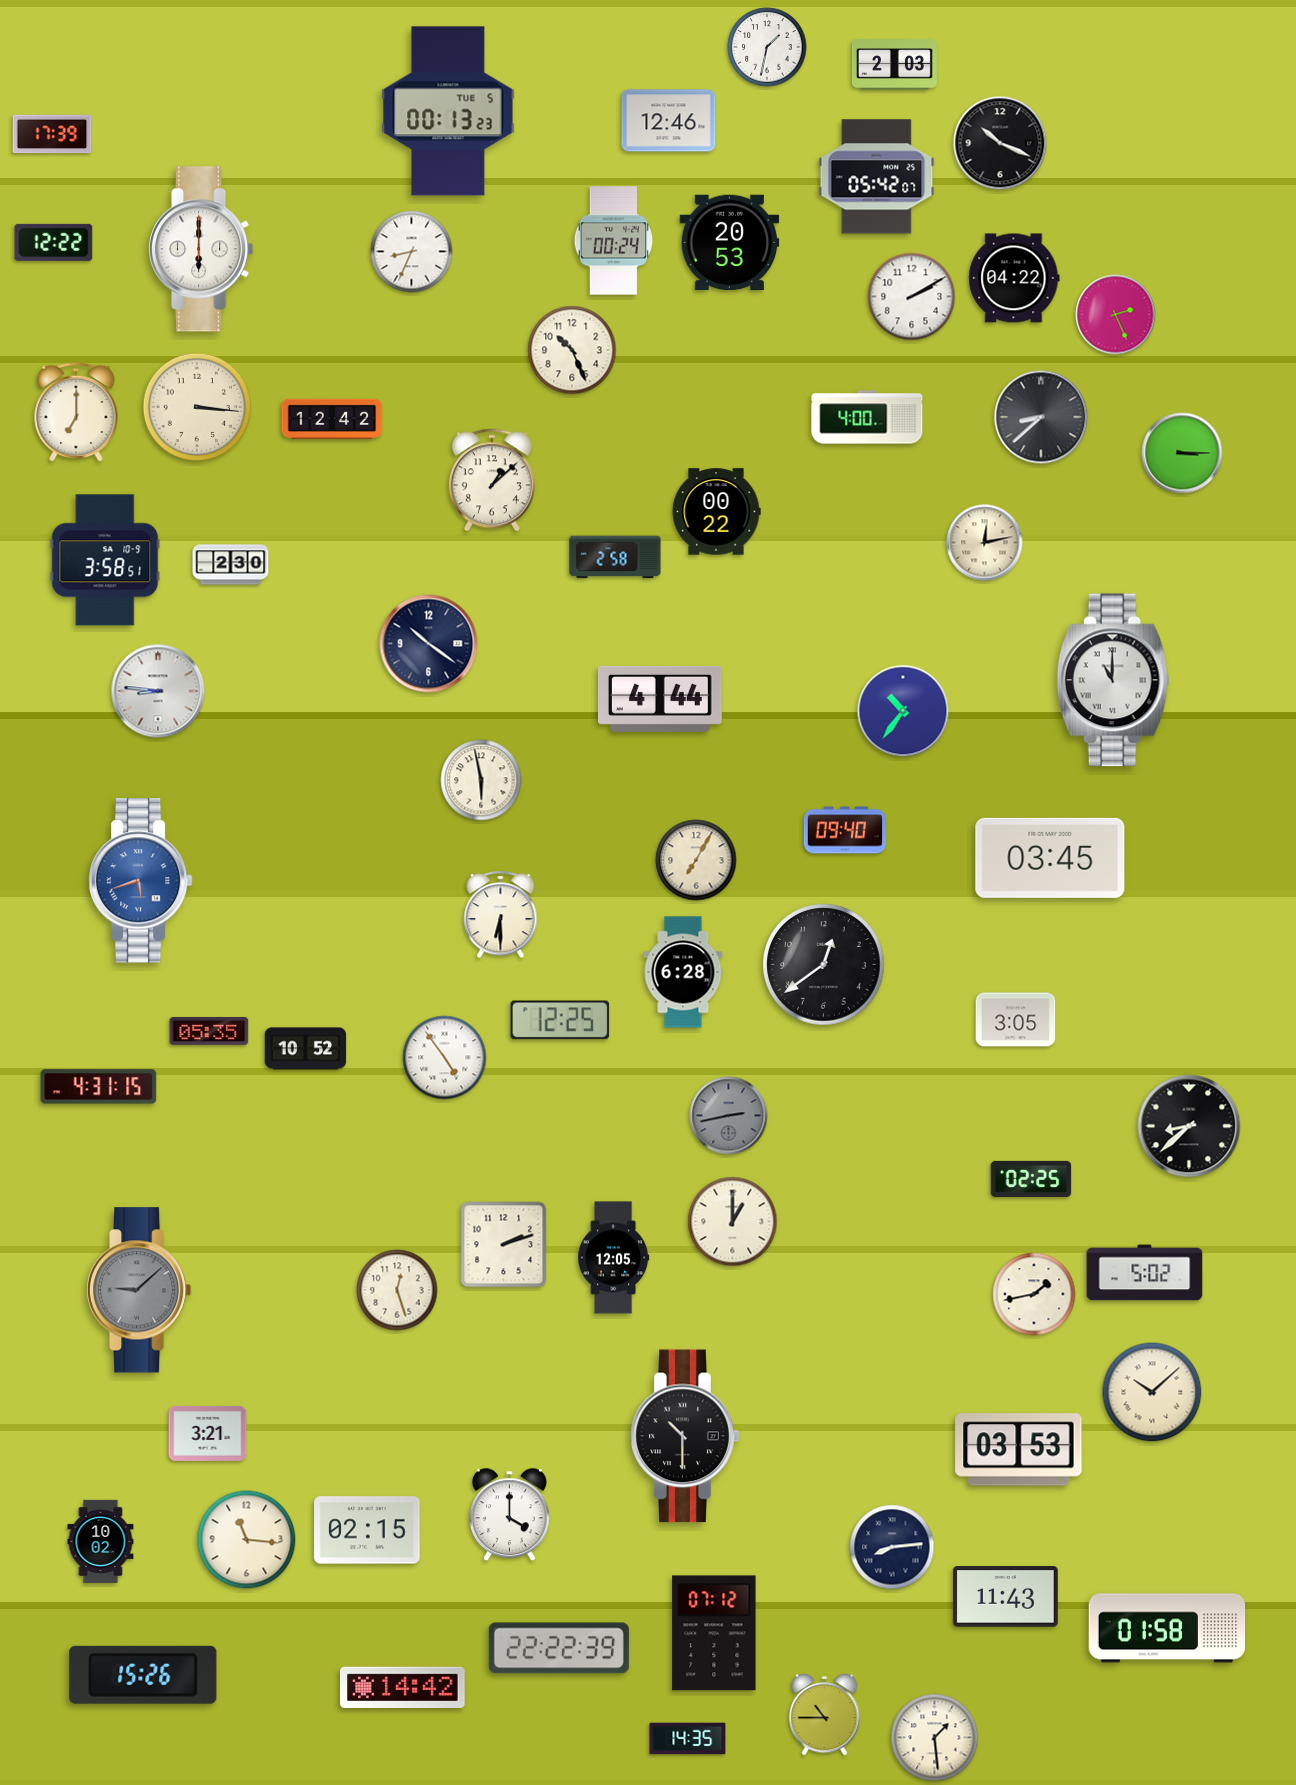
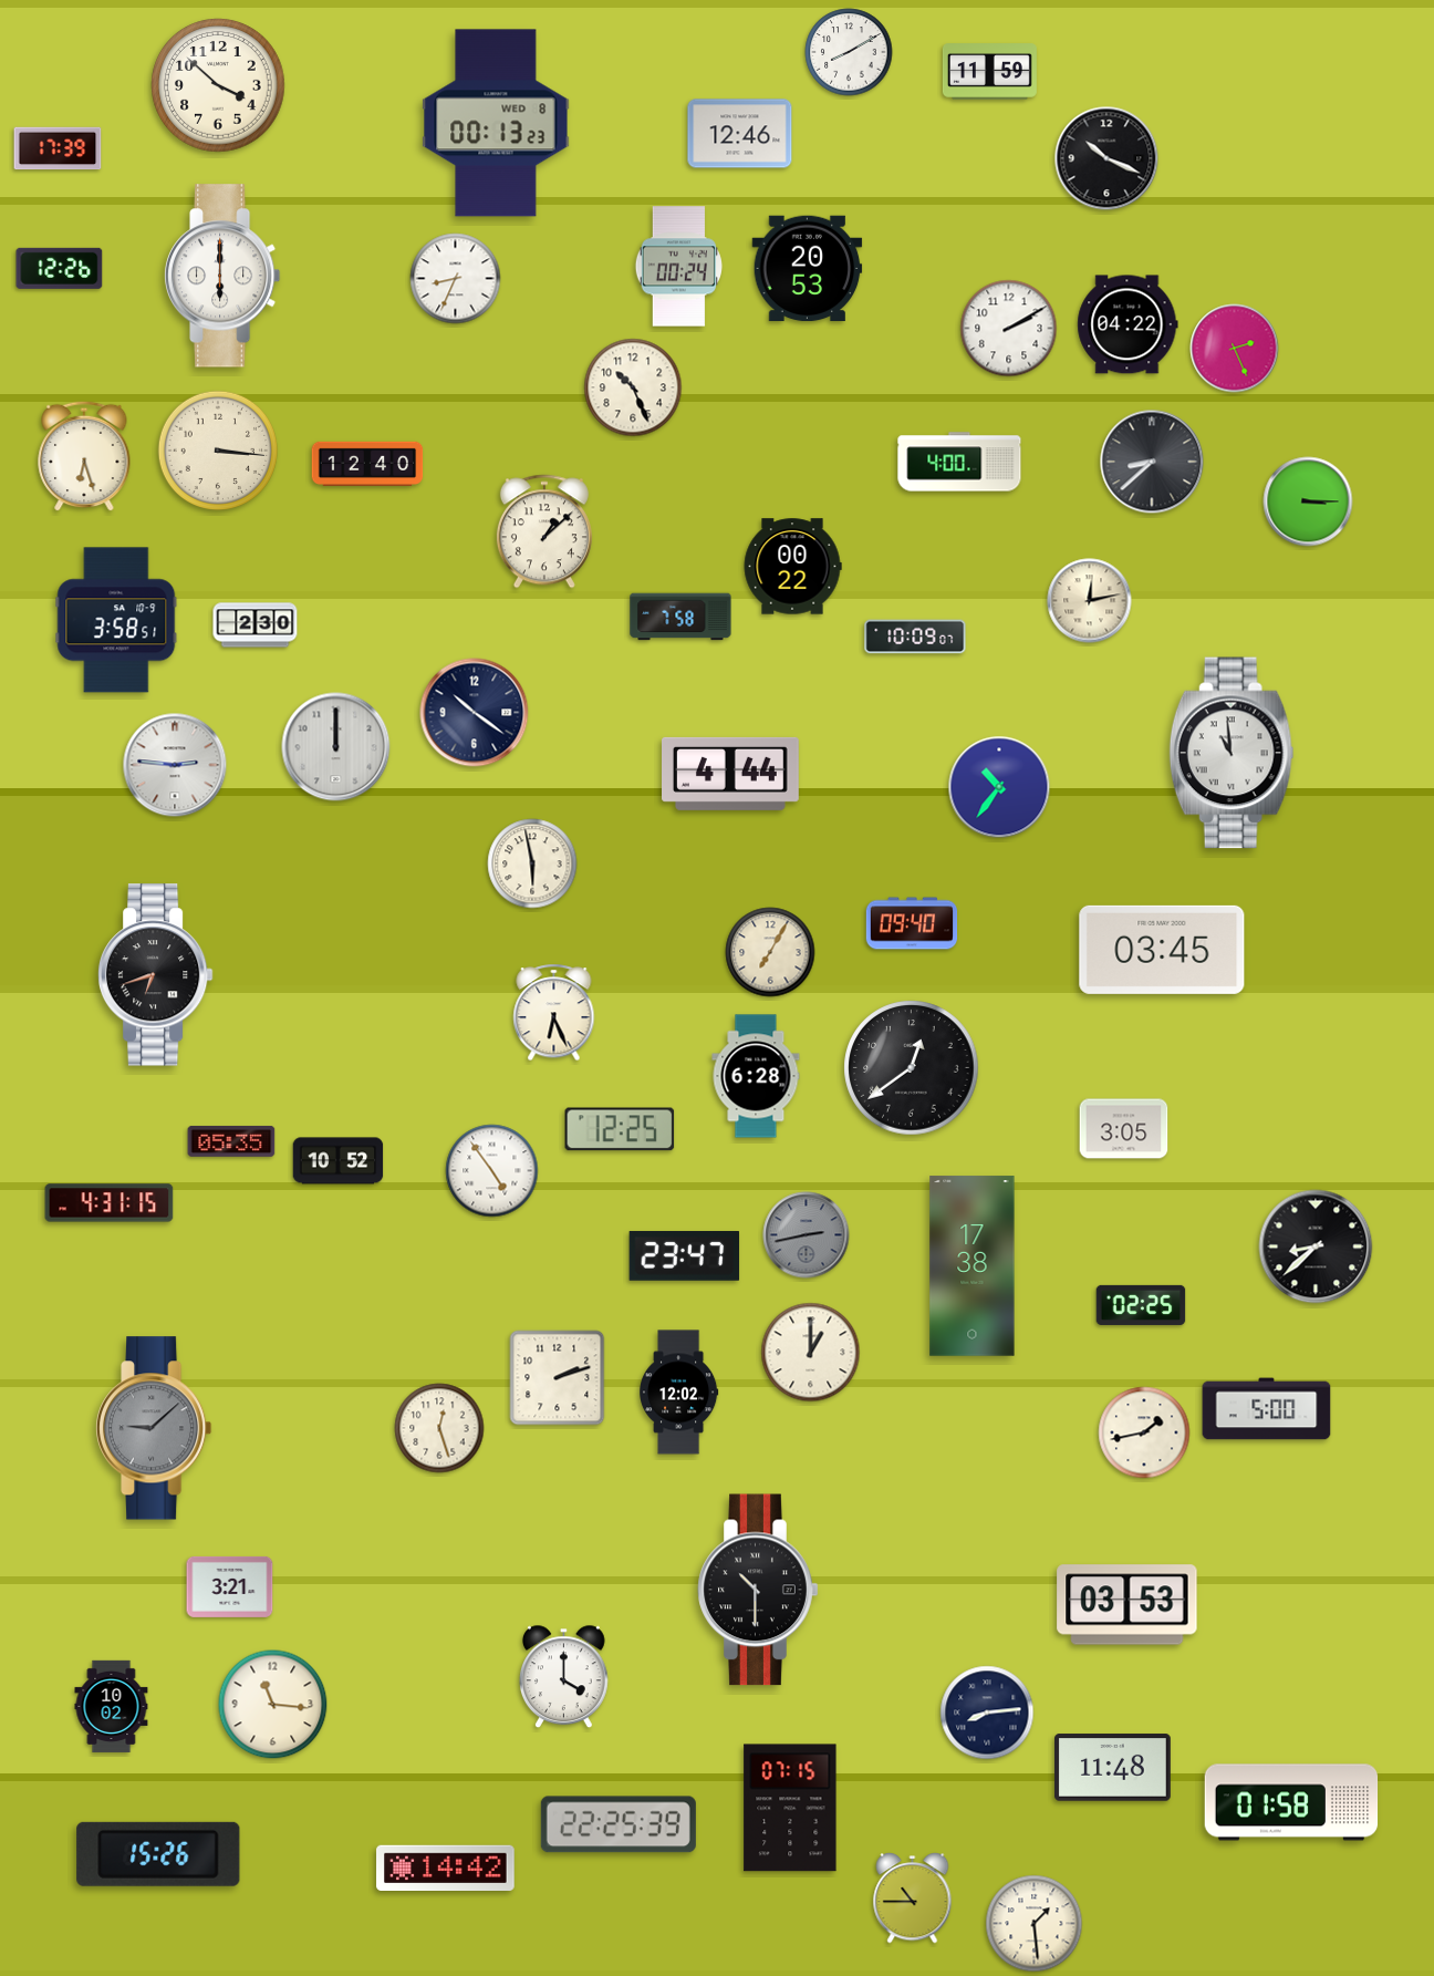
clock at (767, 47): 1:32 -> 8:10
clock at (894, 65): 2:03 -> 11:59
clock at (218, 85): none -> 3:52
clock at (448, 111) date: TUE 5 -> WED 8
clock at (877, 177): 05:42 -> none
clock at (54, 242): 12:22 -> 12:26
clock at (1014, 278) position: (1014, 278) -> (1128, 324)
clock at (76, 412): 7:00 -> 6:27
clock at (332, 419): 12:42 -> 12:40
clock at (615, 557): 2:58 -> 7:58
clock at (915, 637): none -> 10:09
clock at (336, 747): none -> 12:00
clock at (1113, 680): 11:00 -> 10:59
clock at (158, 691): 8:46 -> 2:46
clock at (845, 830) position: (845, 830) -> (912, 923)
clock at (140, 881): 5:42 -> 6:42
clock at (140, 881) dial: blue -> black
clock at (501, 915): 6:30 -> 6:26
clock at (685, 1256): none -> 23:47
clock at (973, 1266): none -> 17:38
clock at (614, 1258): 12:05 -> 12:02
clock at (1145, 1273): 5:02 -> 5:00
clock at (1152, 1392): 10:08 -> none
clock at (367, 1530): 02:15 -> none
clock at (1005, 1597): 11:43 -> 11:48
clock at (714, 1633): 07:12 -> 07:15
clock at (559, 1648): 22:22 -> 22:25
clock at (688, 1739): 14:35 -> none
